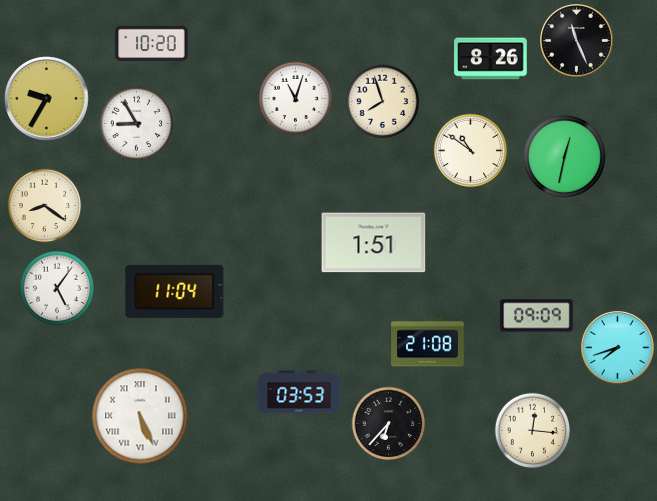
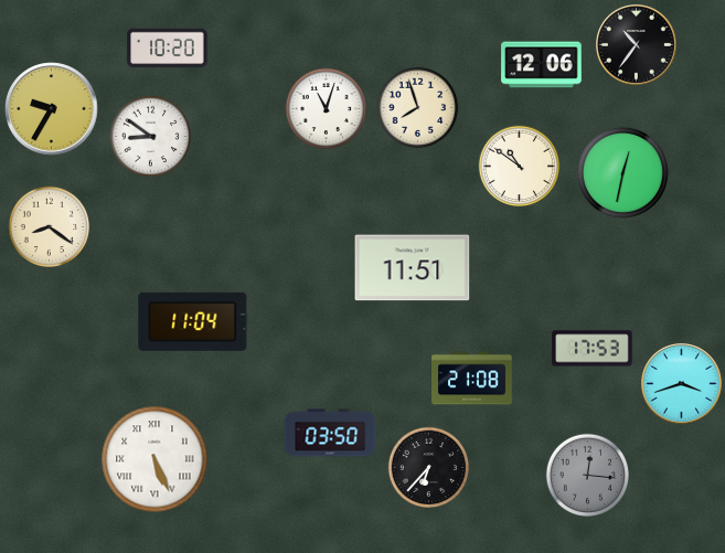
clock at (577, 41): 11:26 -> 10:36
clock at (491, 59): 8:26 -> 12:06
clock at (383, 102) position: (383, 102) -> (418, 108)
clock at (137, 124): 8:55 -> 8:51
clock at (374, 243): 1:51 -> 11:51
clock at (57, 288): 5:06 -> none
clock at (537, 316): 09:09 -> 17:53
clock at (618, 348): 7:42 -> 3:42
clock at (299, 392): 03:53 -> 03:50
clock at (532, 430) dial: cream -> grey
